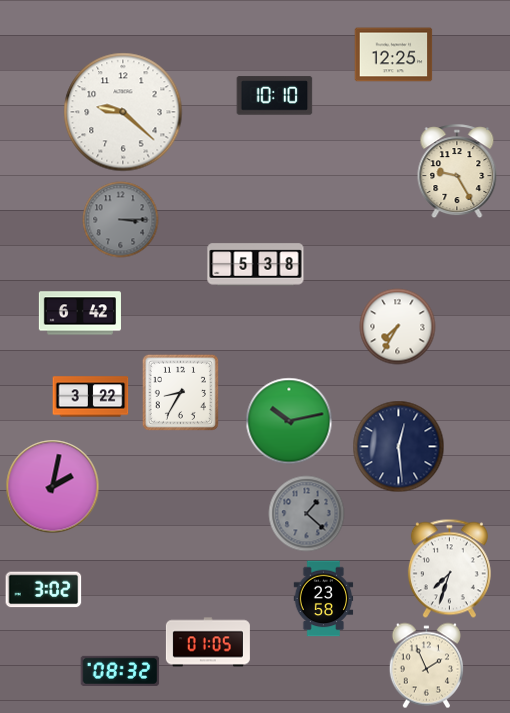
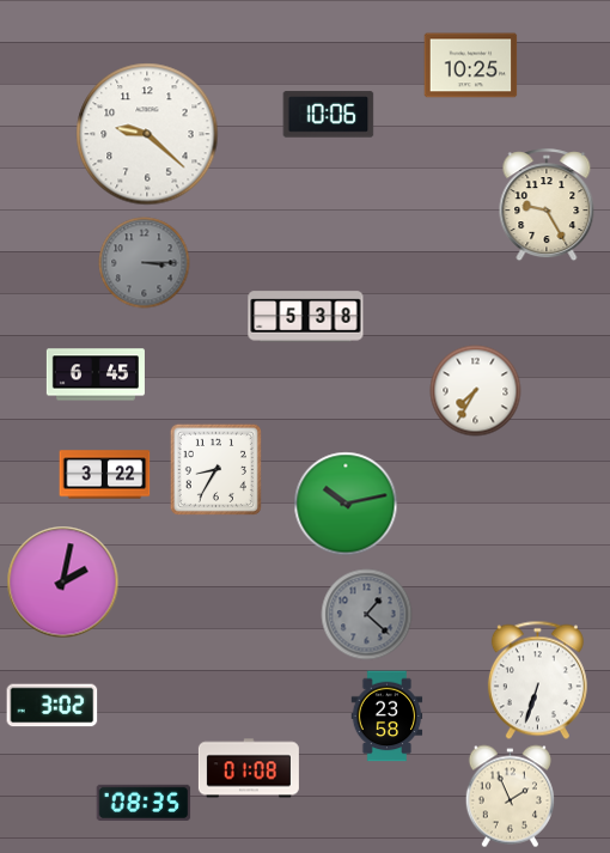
clock at (394, 55): 12:25 -> 10:25
clock at (275, 96): 10:10 -> 10:06
clock at (80, 313): 6:42 -> 6:45
clock at (91, 397) position: (91, 397) -> (105, 475)
clock at (399, 447): 12:29 -> none
clock at (449, 569): 7:33 -> 6:33
clock at (208, 642): 01:05 -> 01:08
clock at (120, 671): 08:32 -> 08:35
